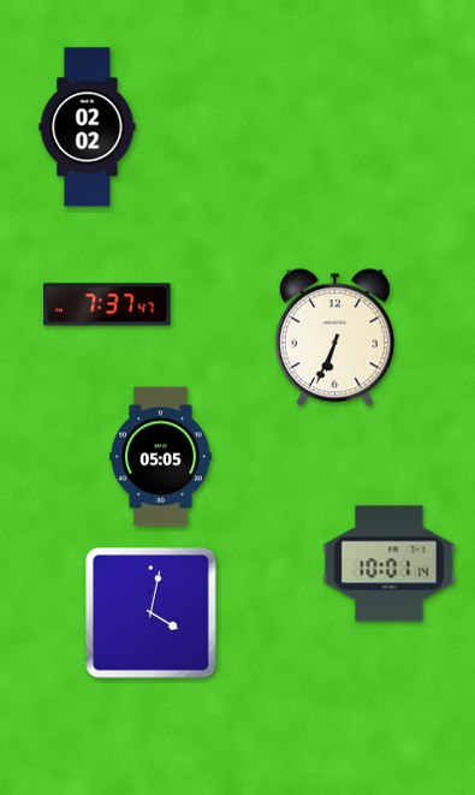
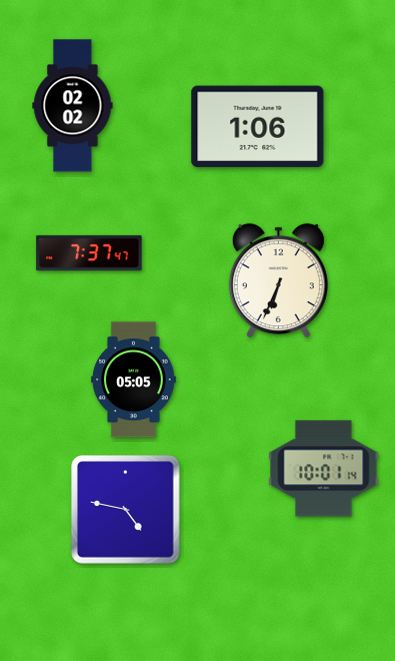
clock at (258, 127): none -> 1:06
clock at (150, 612): 4:02 -> 4:47
